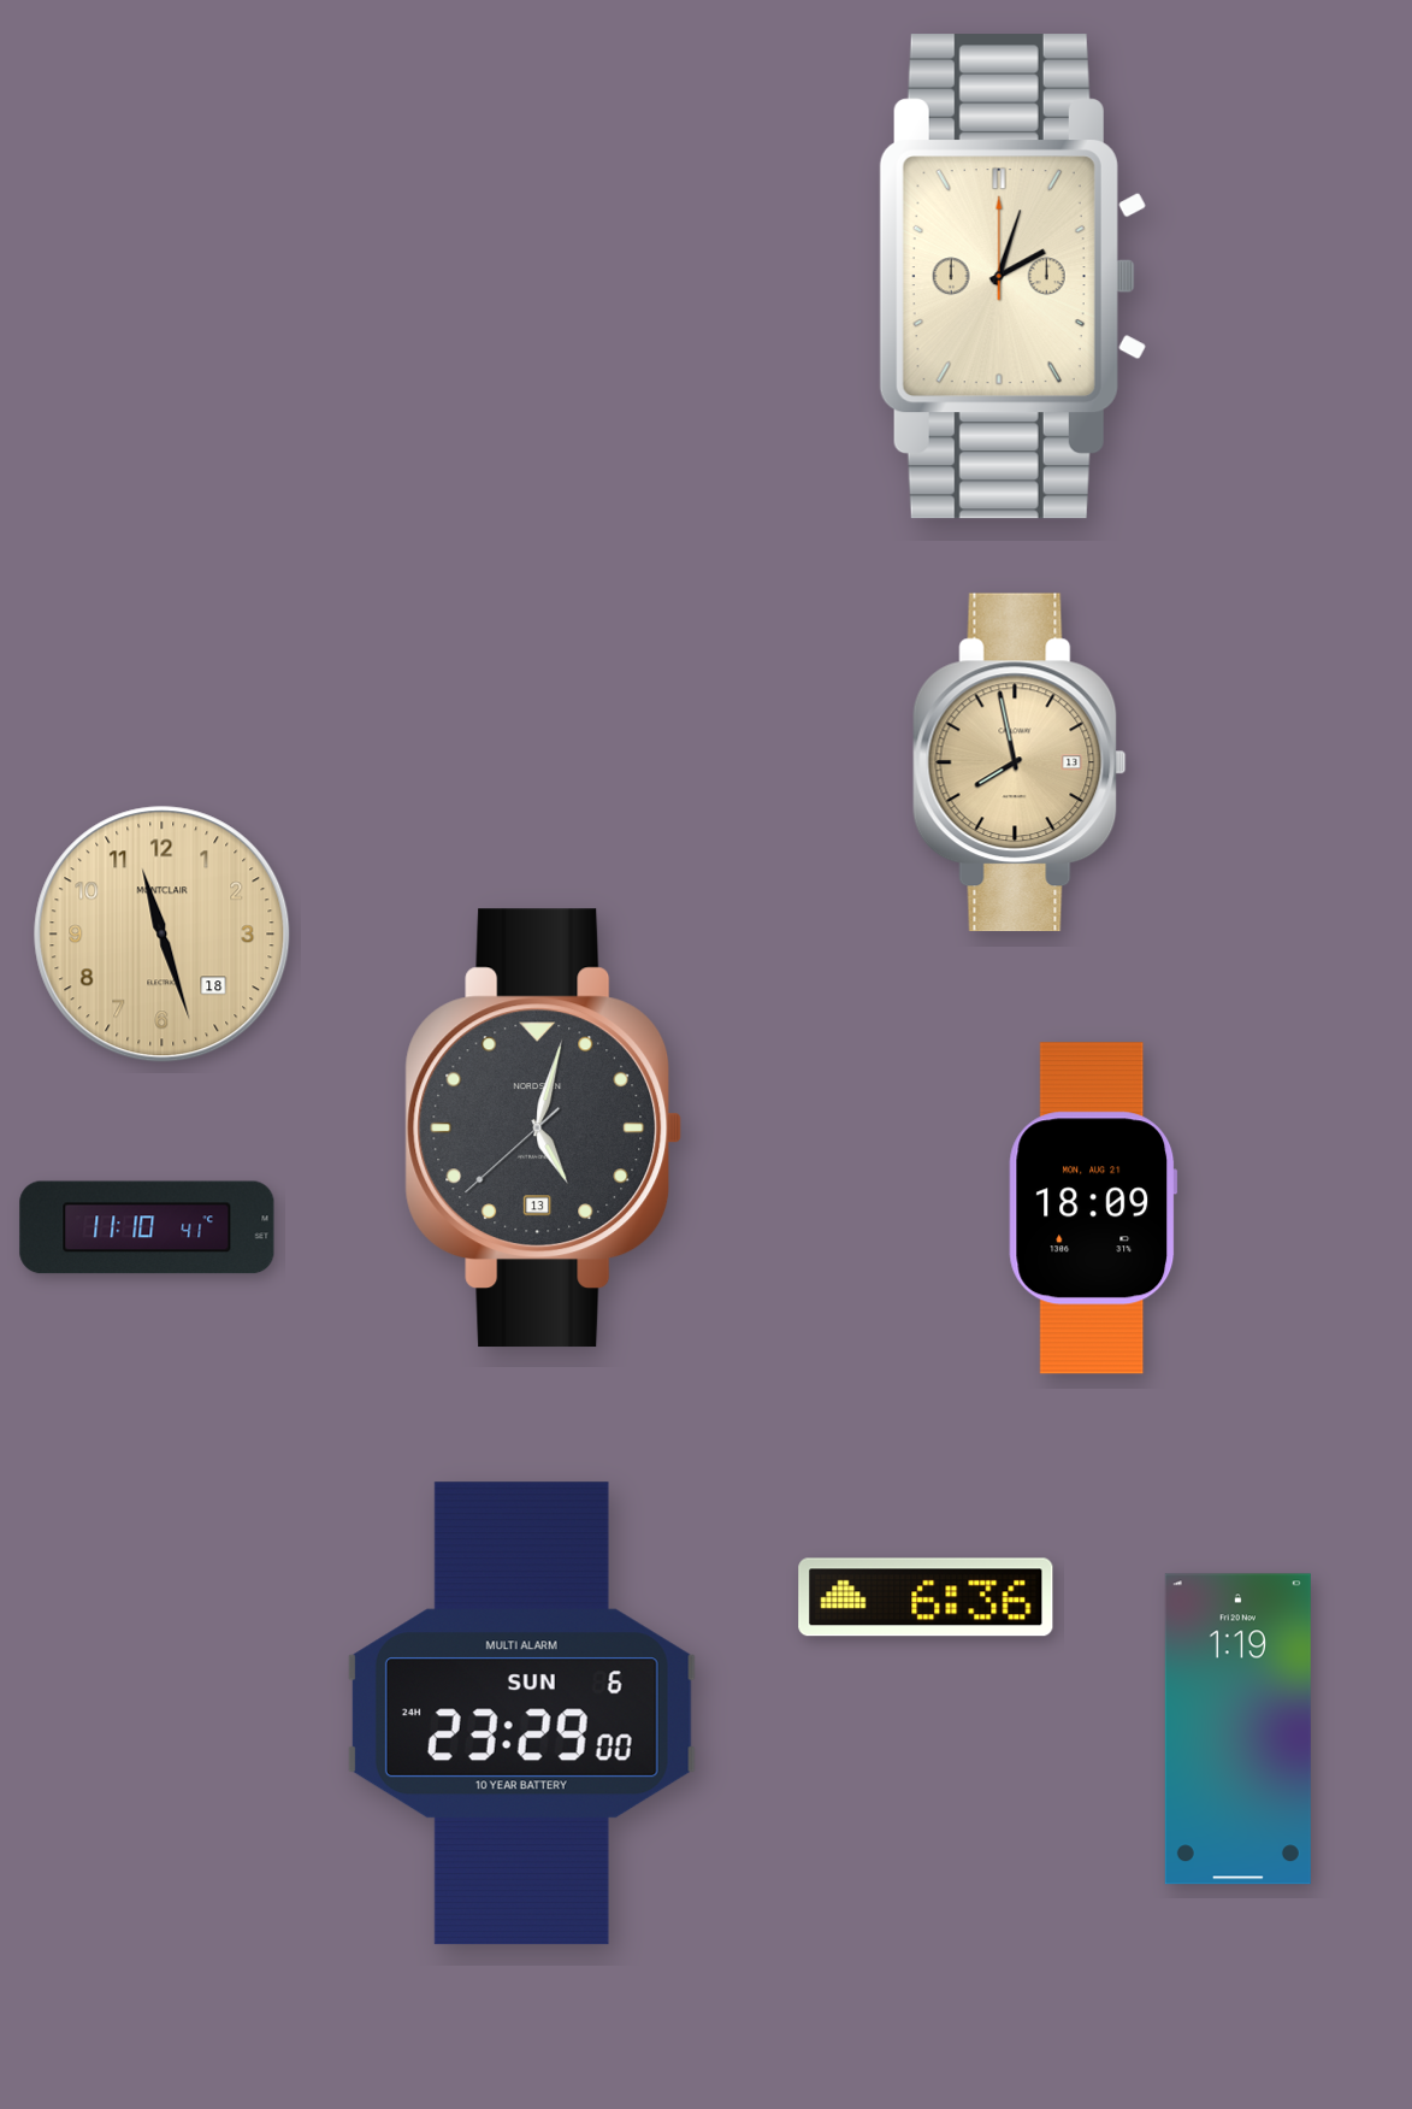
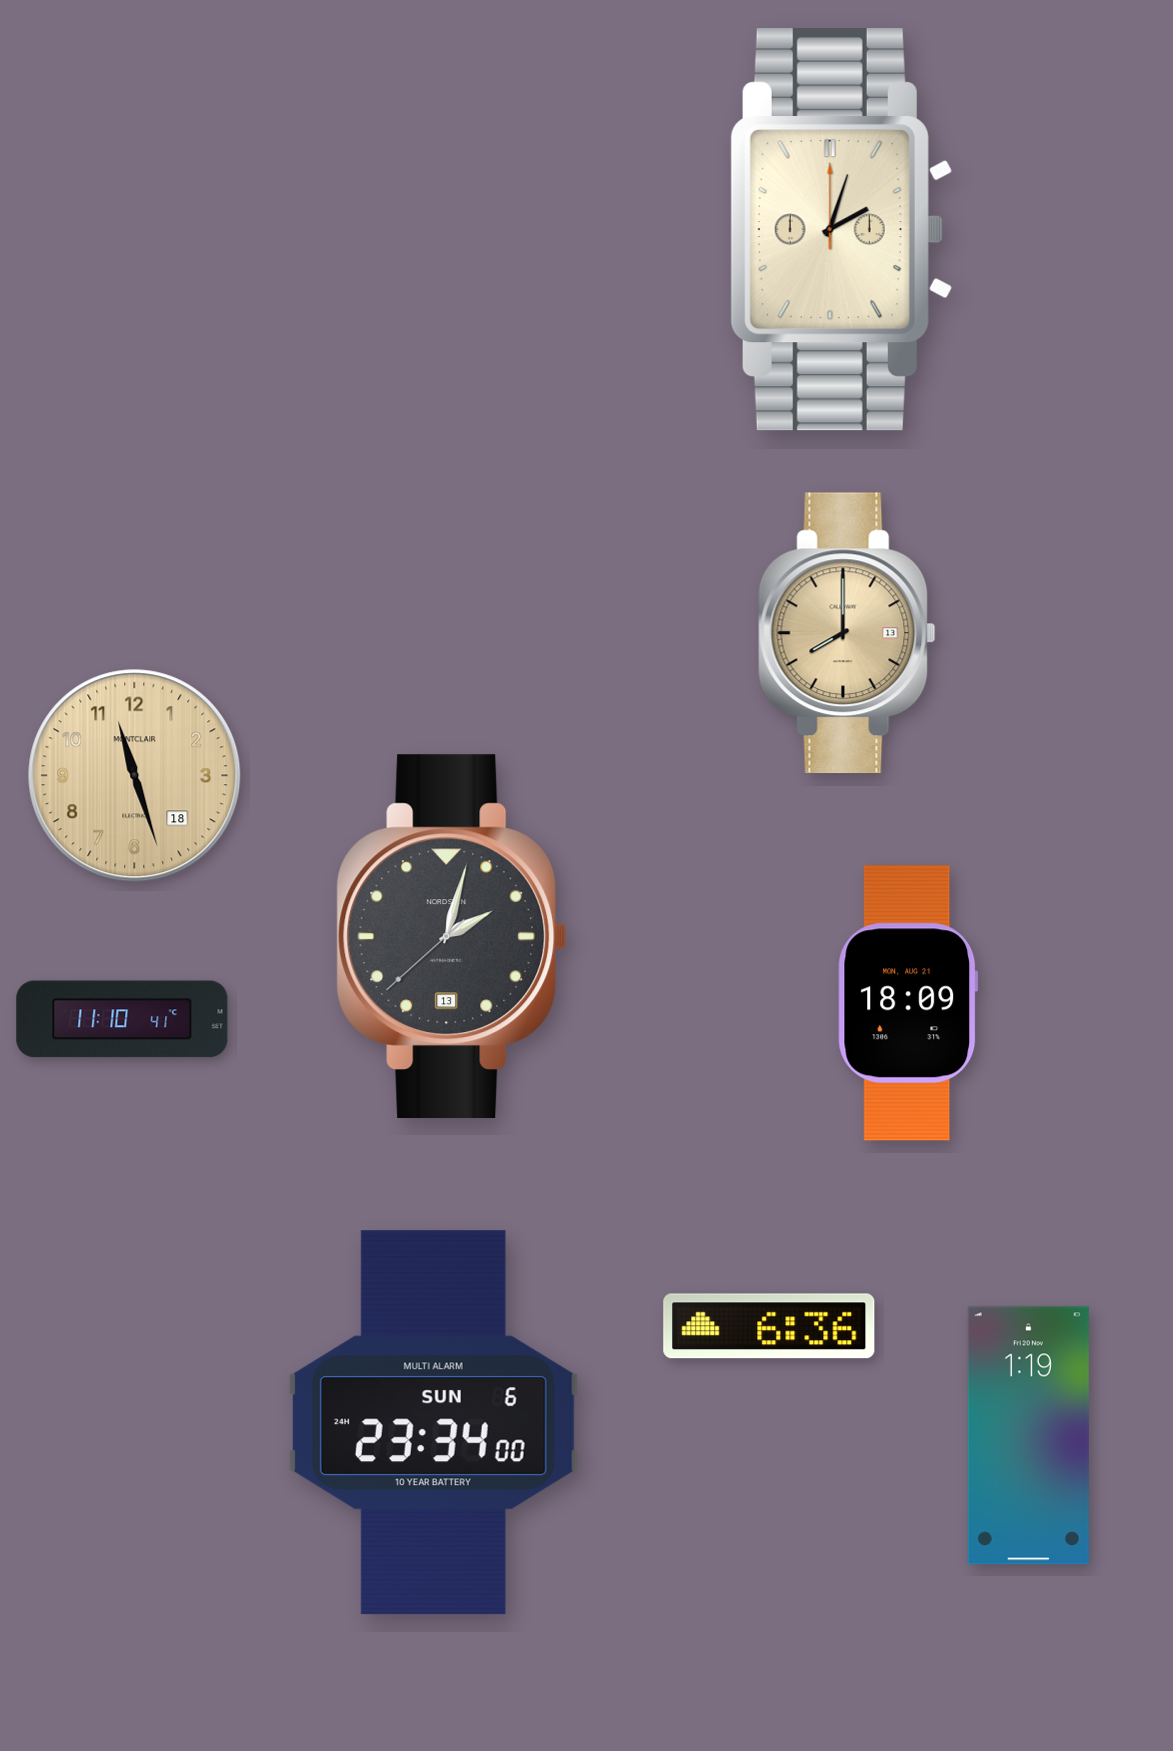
clock at (1020, 762): 7:58 -> 8:00
clock at (544, 1129): 5:02 -> 2:02
clock at (521, 1714): 23:29 -> 23:34
